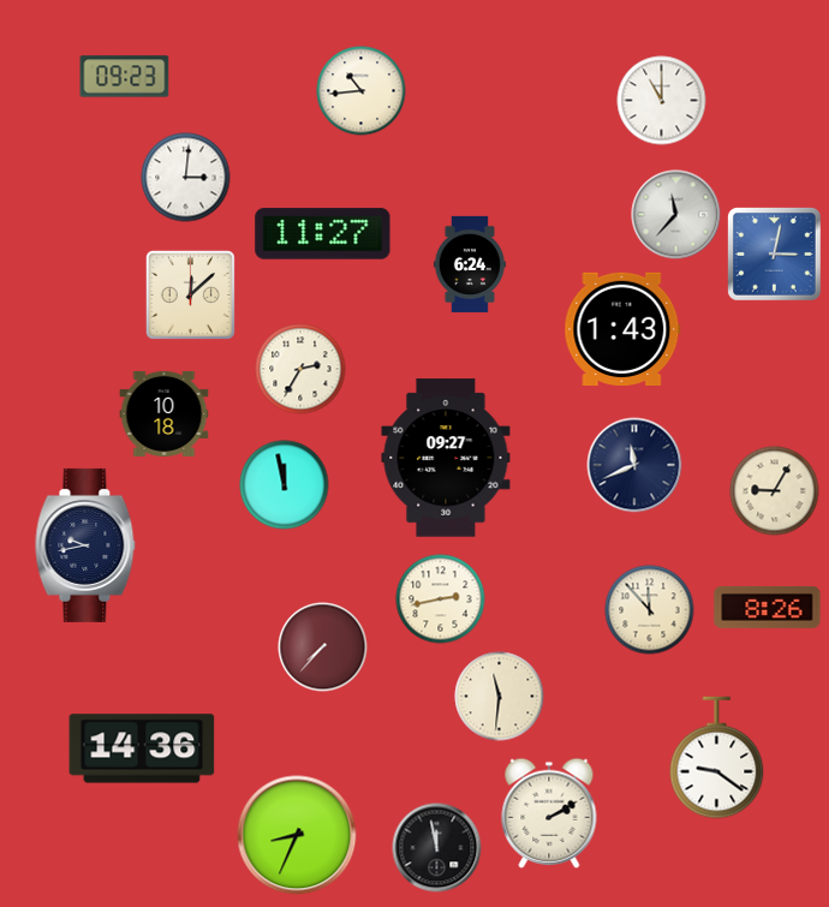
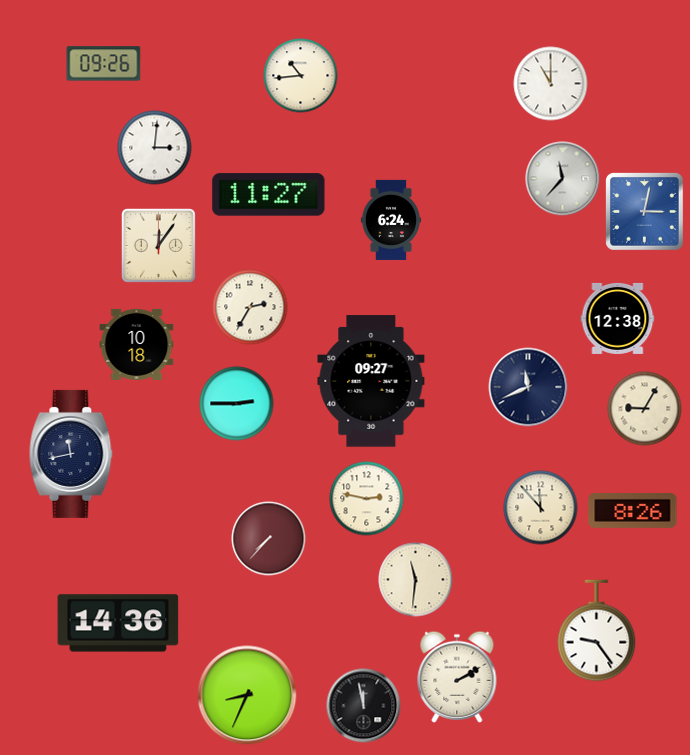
clock at (125, 77): 09:23 -> 09:26
clock at (190, 294): 12:08 -> 12:06
clock at (622, 328): 1:43 -> none
clock at (618, 318): none -> 12:38
clock at (285, 485): 11:58 -> 2:45
clock at (85, 545): 9:43 -> 11:43
clock at (441, 599): 2:43 -> 2:47
clock at (768, 607) position: (768, 607) -> (633, 510)
clock at (717, 758): 9:21 -> 9:24
